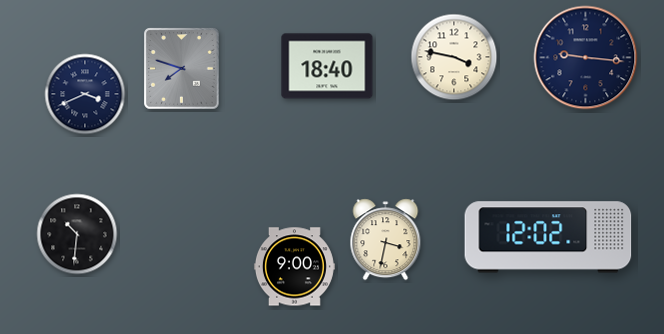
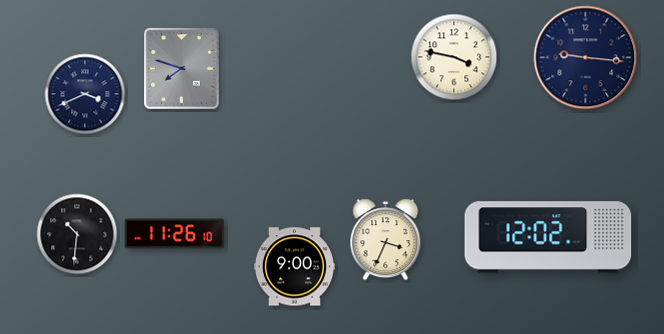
clock at (327, 66): 18:40 -> none
clock at (175, 234): none -> 11:26
clock at (386, 240): 3:32 -> 3:34
